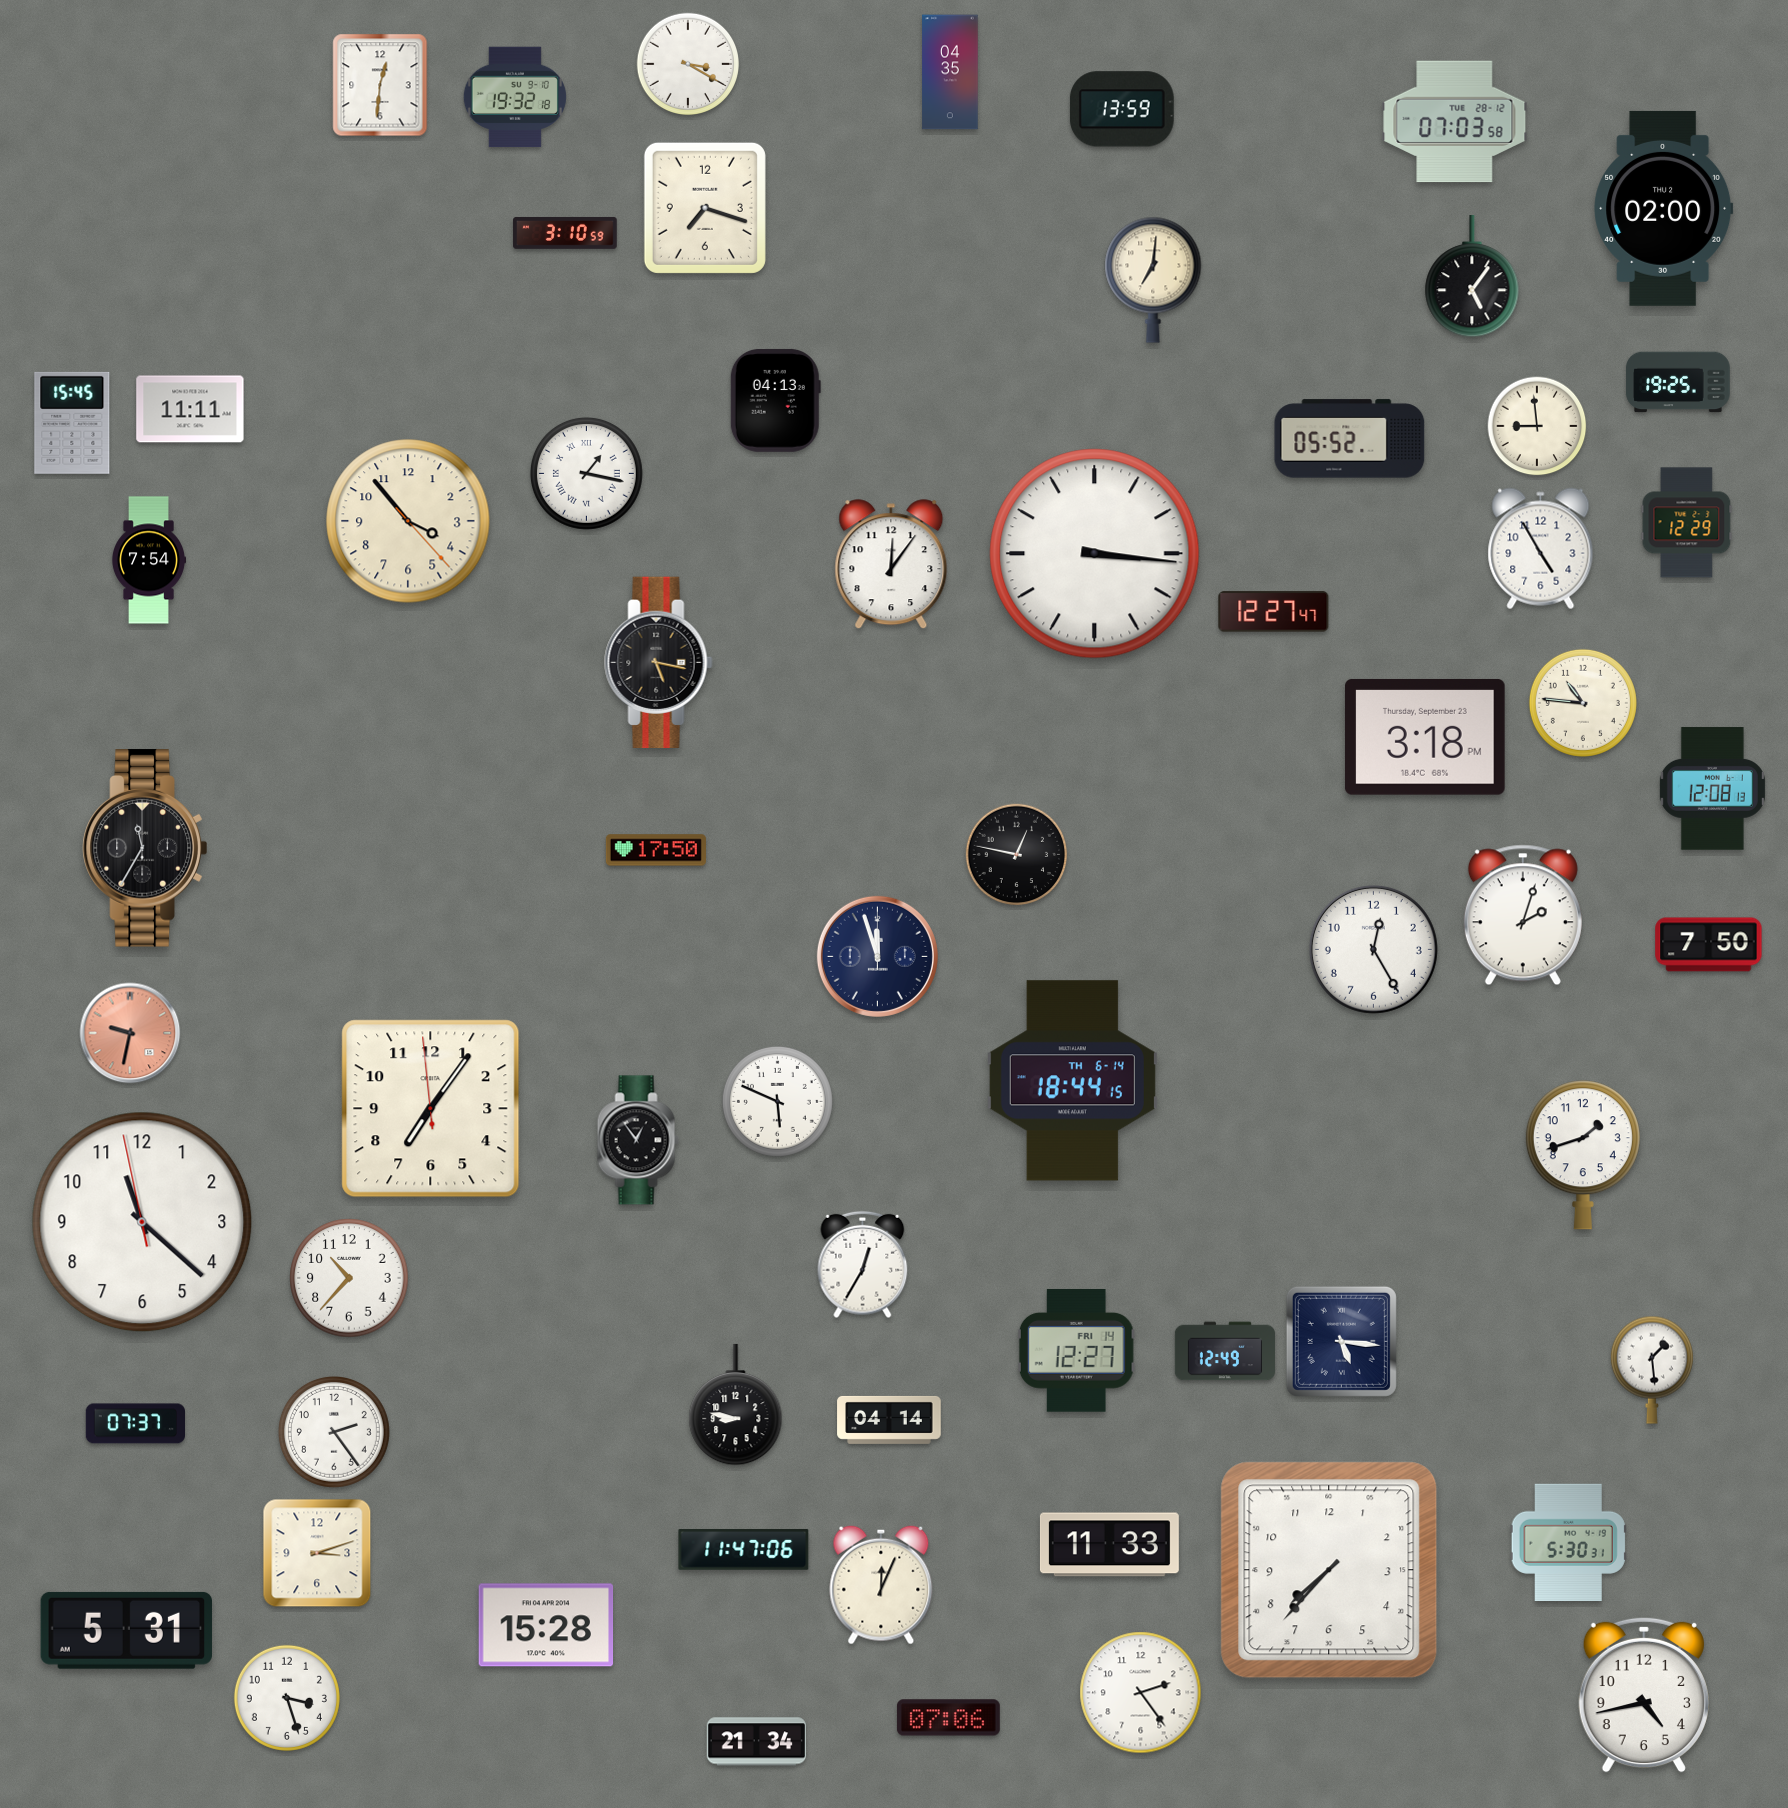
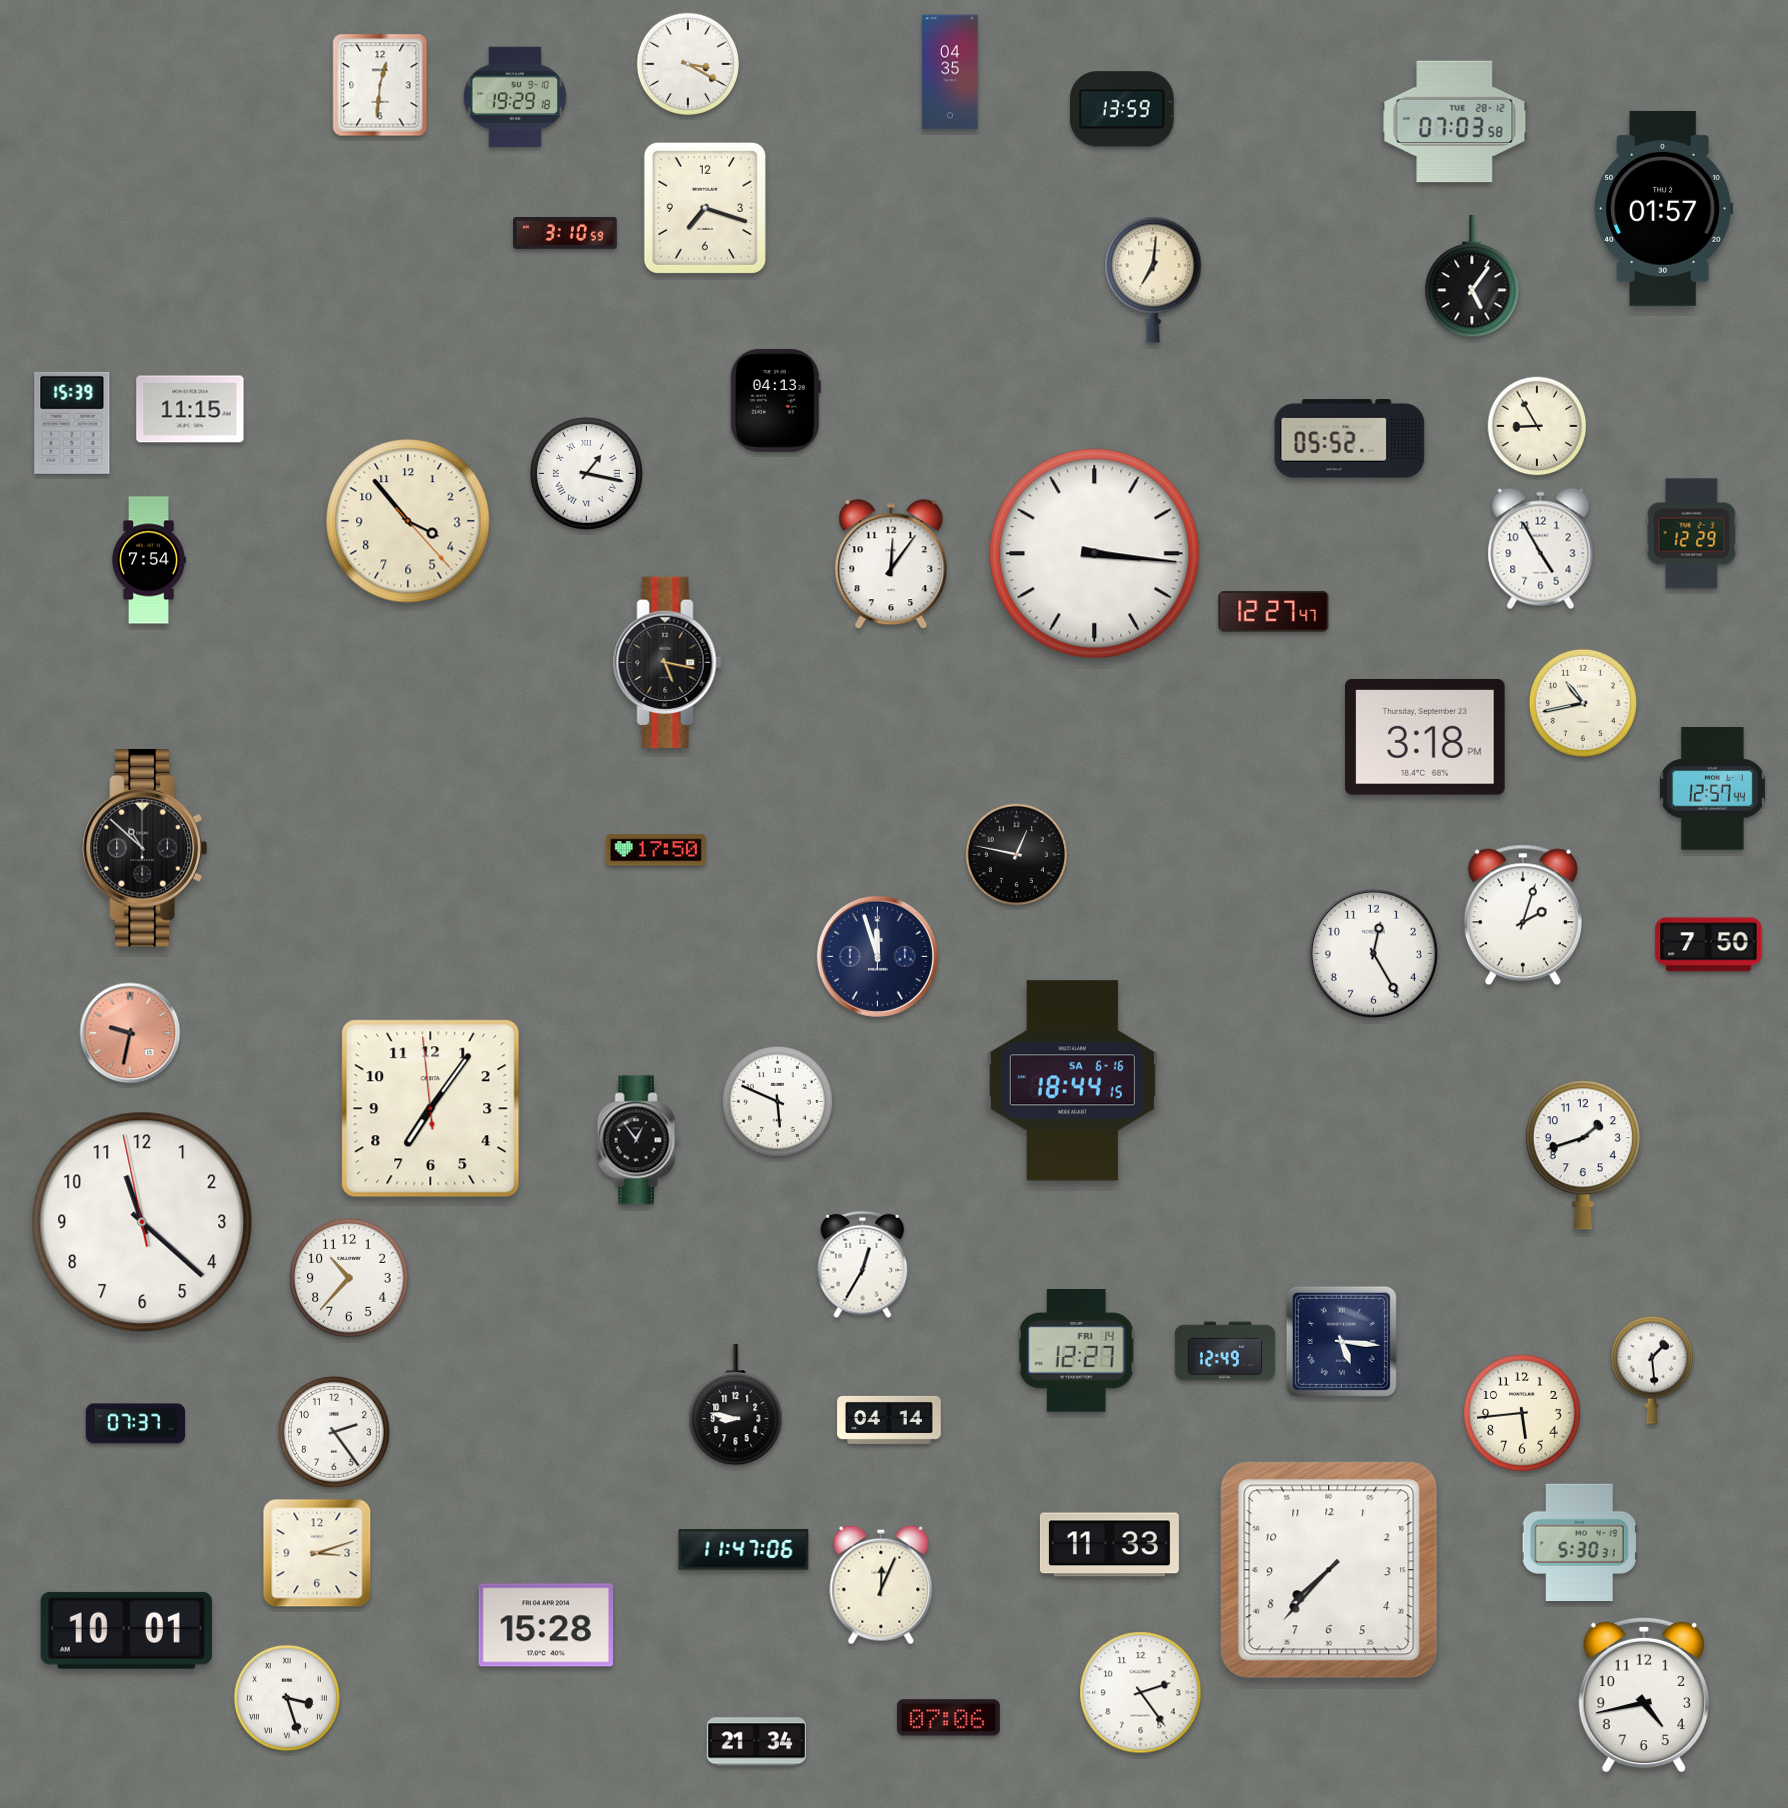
clock at (515, 97): 19:32 -> 19:29
clock at (1664, 208): 02:00 -> 01:57
clock at (1678, 382): 19:25 -> none
clock at (190, 409): 11:11 -> 11:15
clock at (72, 423): 15:45 -> 15:39
clock at (1537, 426): 8:59 -> 8:55
clock at (1687, 523) position: (1687, 523) -> (1692, 534)
clock at (659, 663) position: (659, 663) -> (668, 663)
clock at (1583, 703): 10:46 -> 10:43
clock at (1712, 789): 12:08 -> 12:57
clock at (145, 848): 11:35 -> 10:52
clock at (1373, 949) position: (1373, 949) -> (1373, 953)
clock at (1072, 1081) date: TH 6-14 -> SA 6-16
clock at (1522, 1413): none -> 5:44
clock at (1568, 1542) position: (1568, 1542) -> (1579, 1542)
clock at (126, 1630): 5:31 -> 10:01
clock at (287, 1698) numerals: Arabic -> Roman
